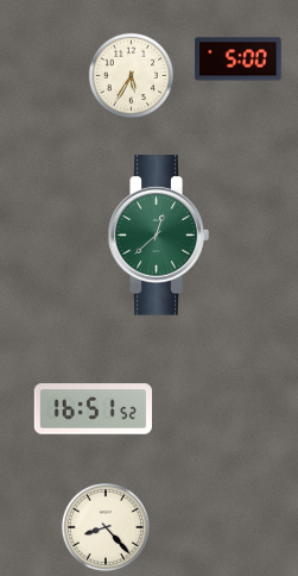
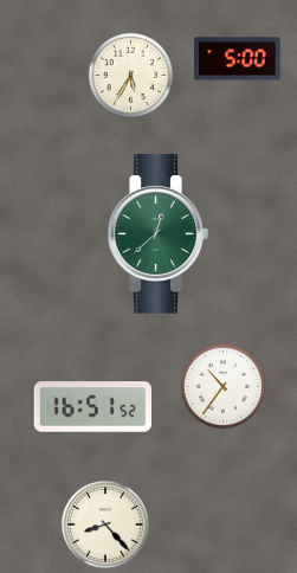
clock at (224, 387): none -> 10:36
